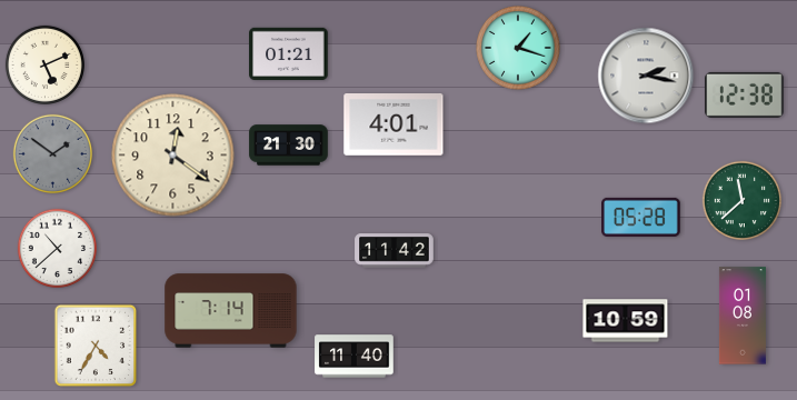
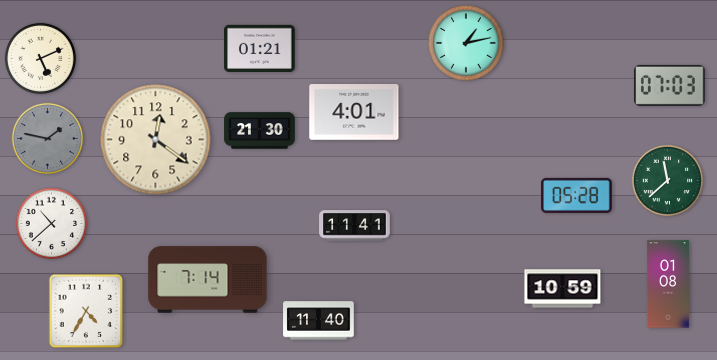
clock at (519, 49): 1:18 -> 1:13
clock at (646, 76): 2:17 -> none
clock at (745, 94): 12:38 -> 07:03
clock at (52, 153): 1:51 -> 1:47
clock at (395, 251): 11:42 -> 11:41
